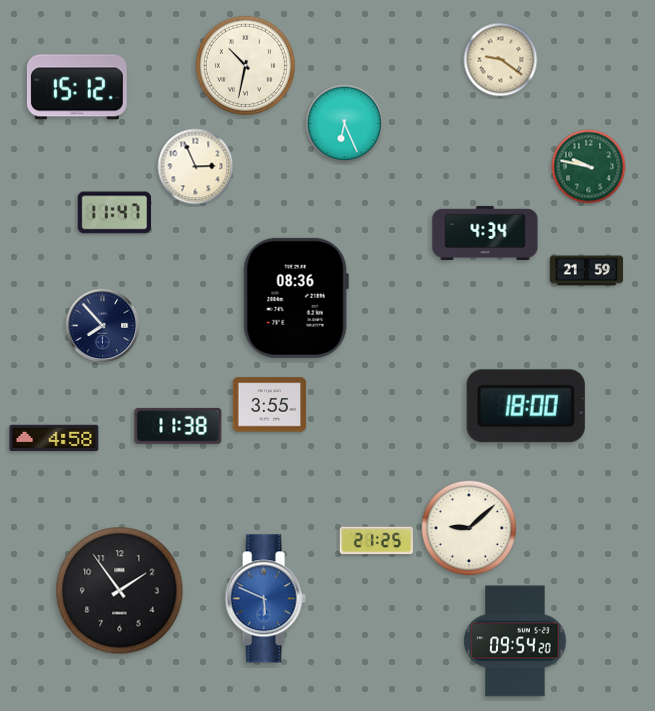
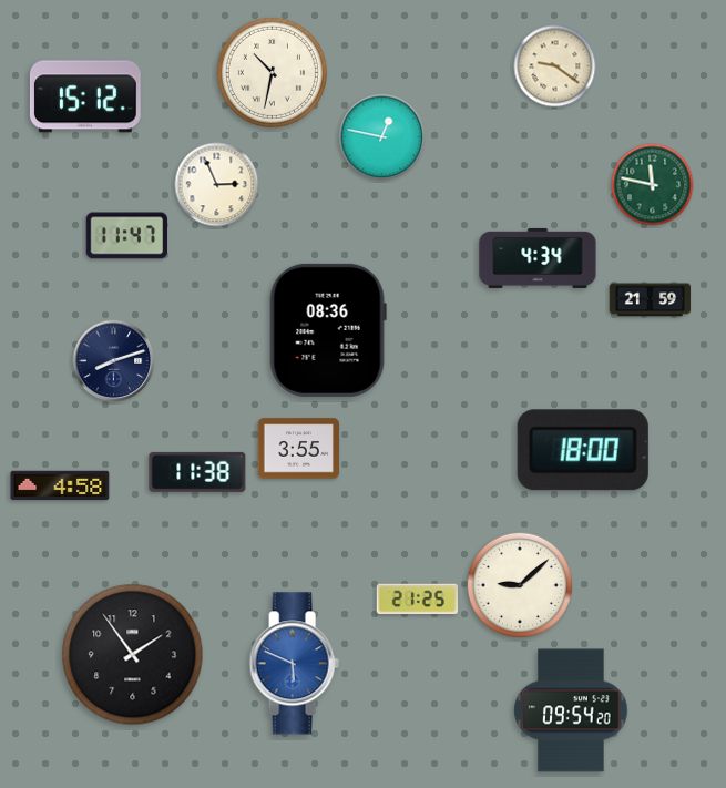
clock at (345, 124): 6:26 -> 12:47
clock at (589, 167): 9:47 -> 11:47
clock at (103, 326): 7:53 -> 8:12
